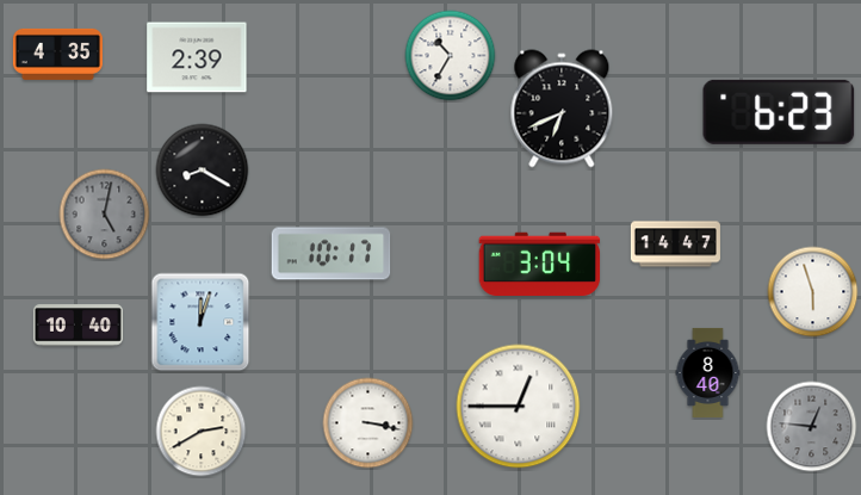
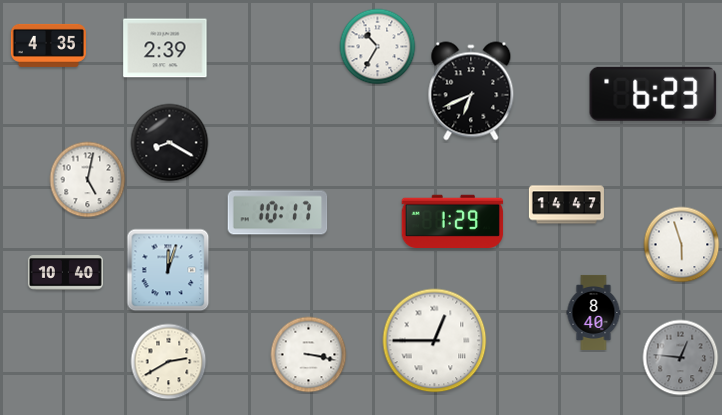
clock at (105, 215) dial: grey -> white
clock at (540, 264): 3:04 -> 1:29
